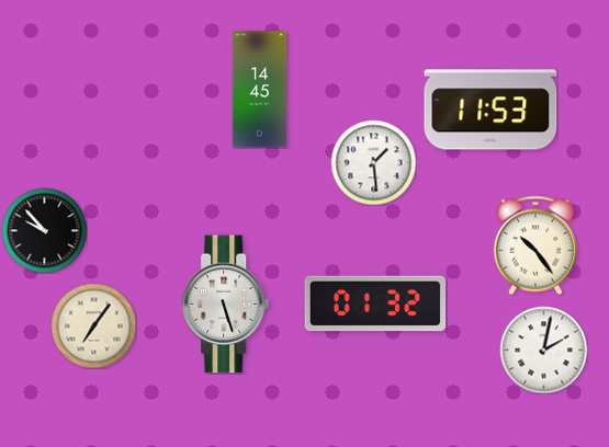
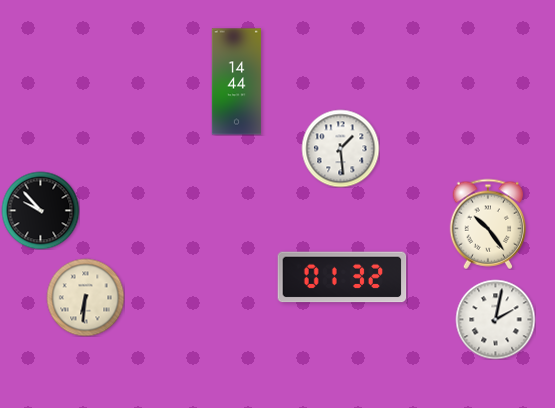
clock at (260, 90): 14:45 -> 14:44
clock at (490, 110): 11:53 -> none
clock at (226, 305): 5:27 -> none
clock at (93, 325): 7:06 -> 6:31
